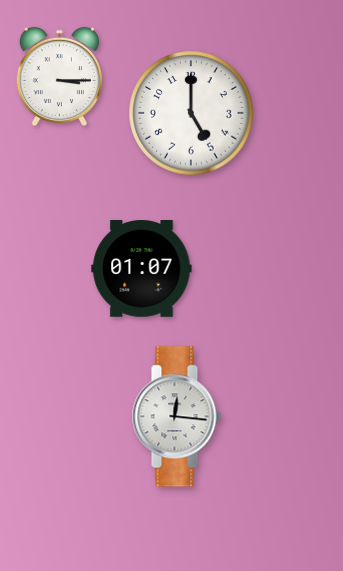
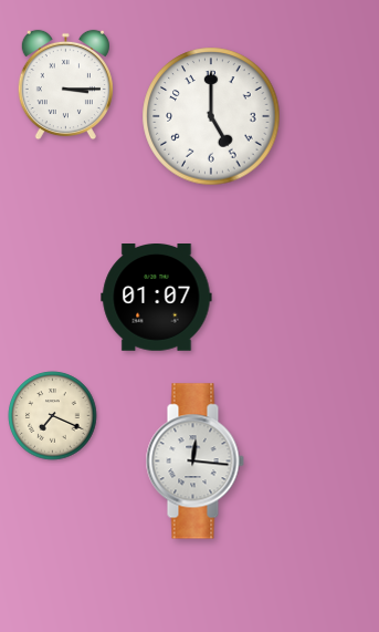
clock at (191, 113) position: (191, 113) -> (211, 116)
clock at (53, 416): none -> 7:19
